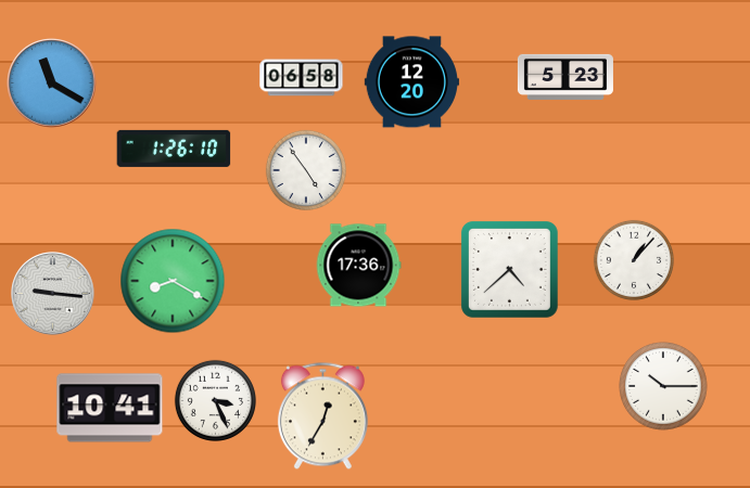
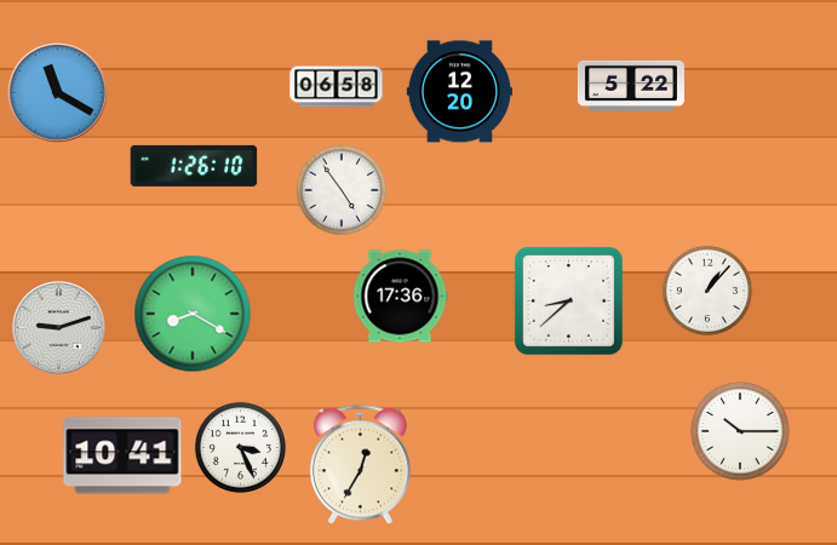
clock at (565, 77): 5:23 -> 5:22
clock at (509, 269): 4:38 -> 8:38
clock at (53, 294): 9:16 -> 9:12
